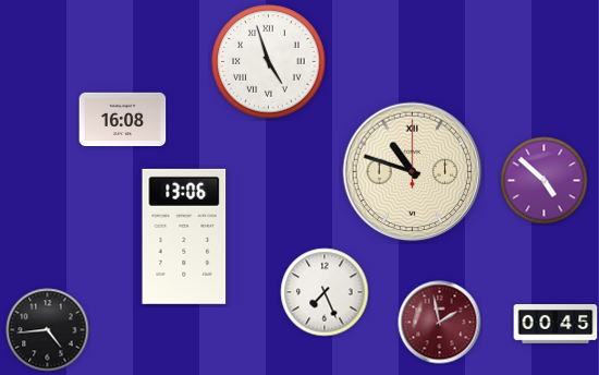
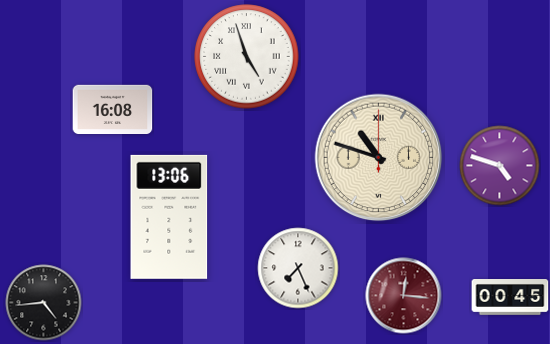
clock at (545, 181): 4:52 -> 4:48
clock at (440, 323): 1:58 -> 12:16
